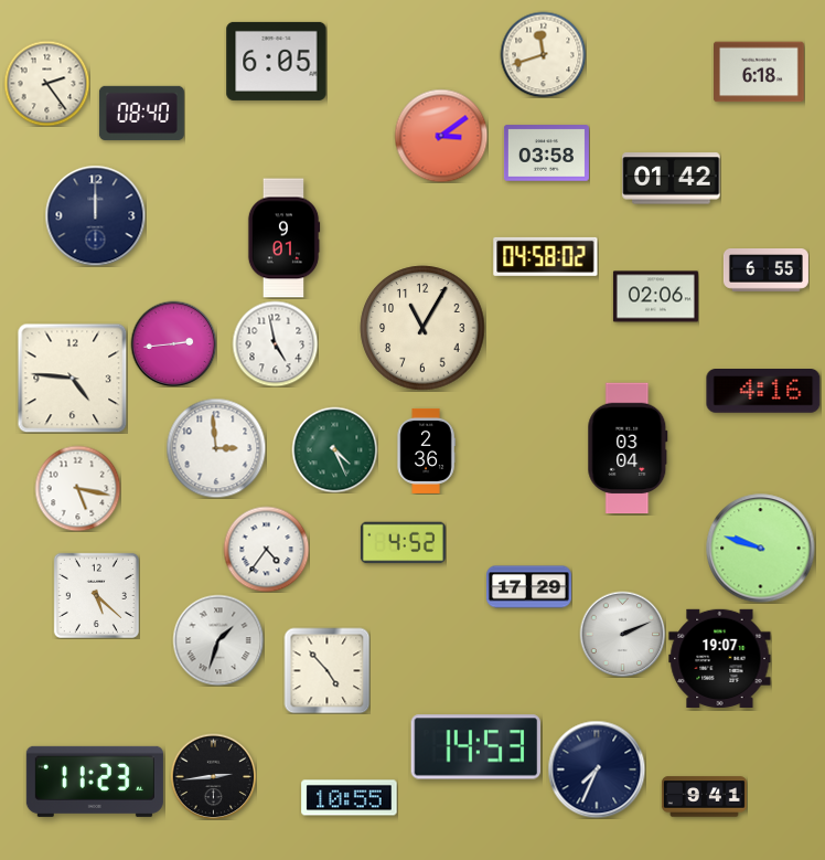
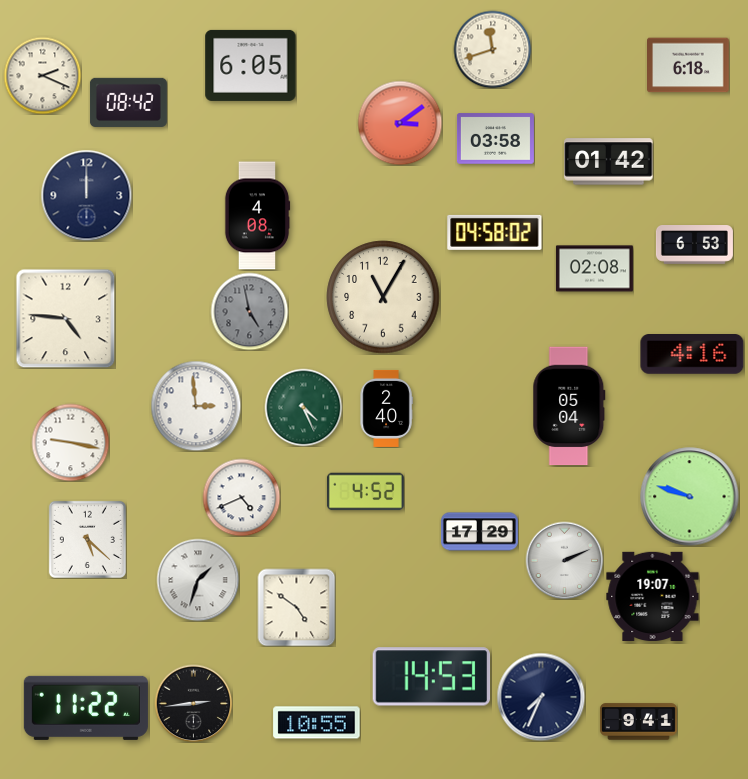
clock at (277, 61) position: (277, 61) -> (251, 65)
clock at (46, 83): 2:24 -> 2:19
clock at (141, 113): 08:40 -> 08:42
clock at (283, 238): 9:01 -> 4:08
clock at (765, 270): 6:55 -> 6:53
clock at (655, 297): 02:06 -> 02:08
clock at (173, 343): 2:44 -> none
clock at (275, 343) dial: white -> grey
clock at (72, 378) position: (72, 378) -> (65, 318)
clock at (628, 448): 03:04 -> 05:04
clock at (426, 450): 2:36 -> 2:40
clock at (77, 488): 5:17 -> 9:17
clock at (266, 549): 4:36 -> 4:41
clock at (622, 634) position: (622, 634) -> (564, 560)
clock at (326, 670): 4:53 -> 4:51
clock at (95, 782): 11:23 -> 11:22
